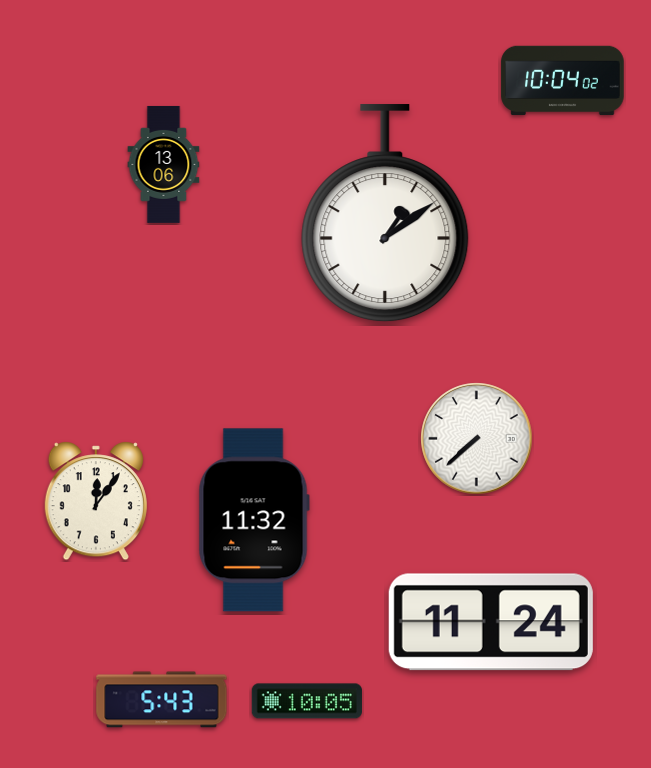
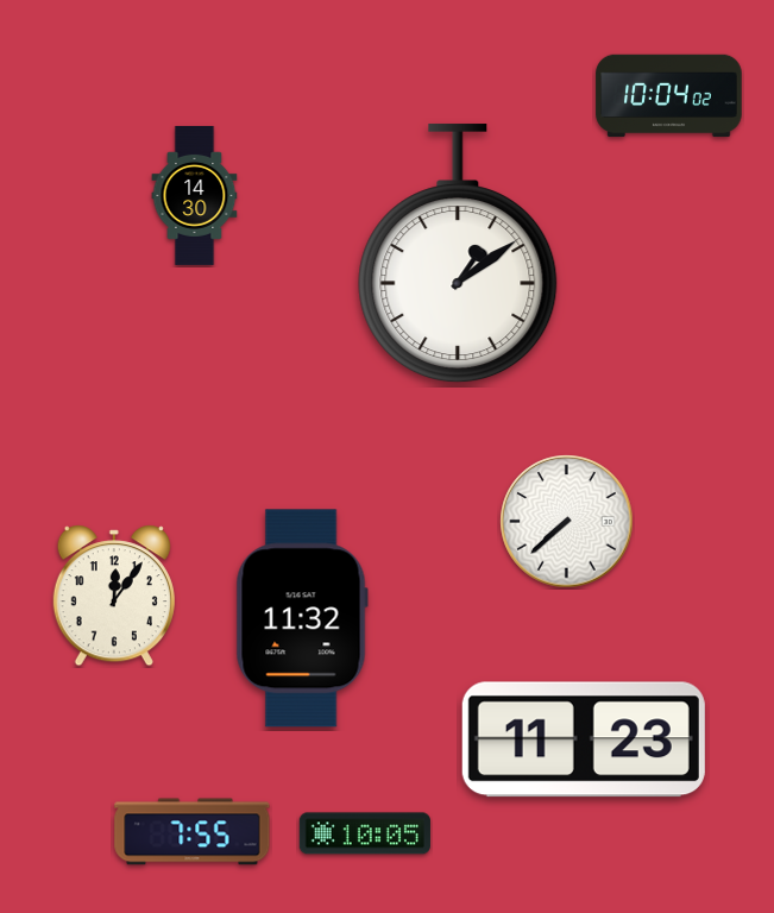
clock at (164, 164): 13:06 -> 14:30
clock at (491, 622): 11:24 -> 11:23
clock at (162, 700): 5:43 -> 7:55
